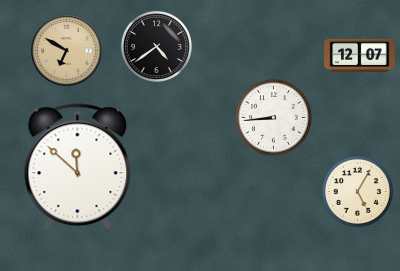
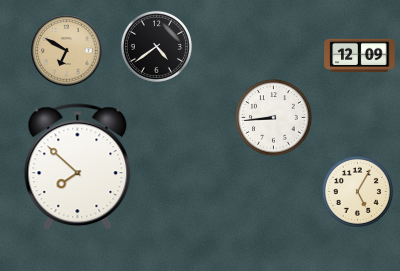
clock at (360, 56): 12:07 -> 12:09
clock at (78, 167): 11:52 -> 7:52
